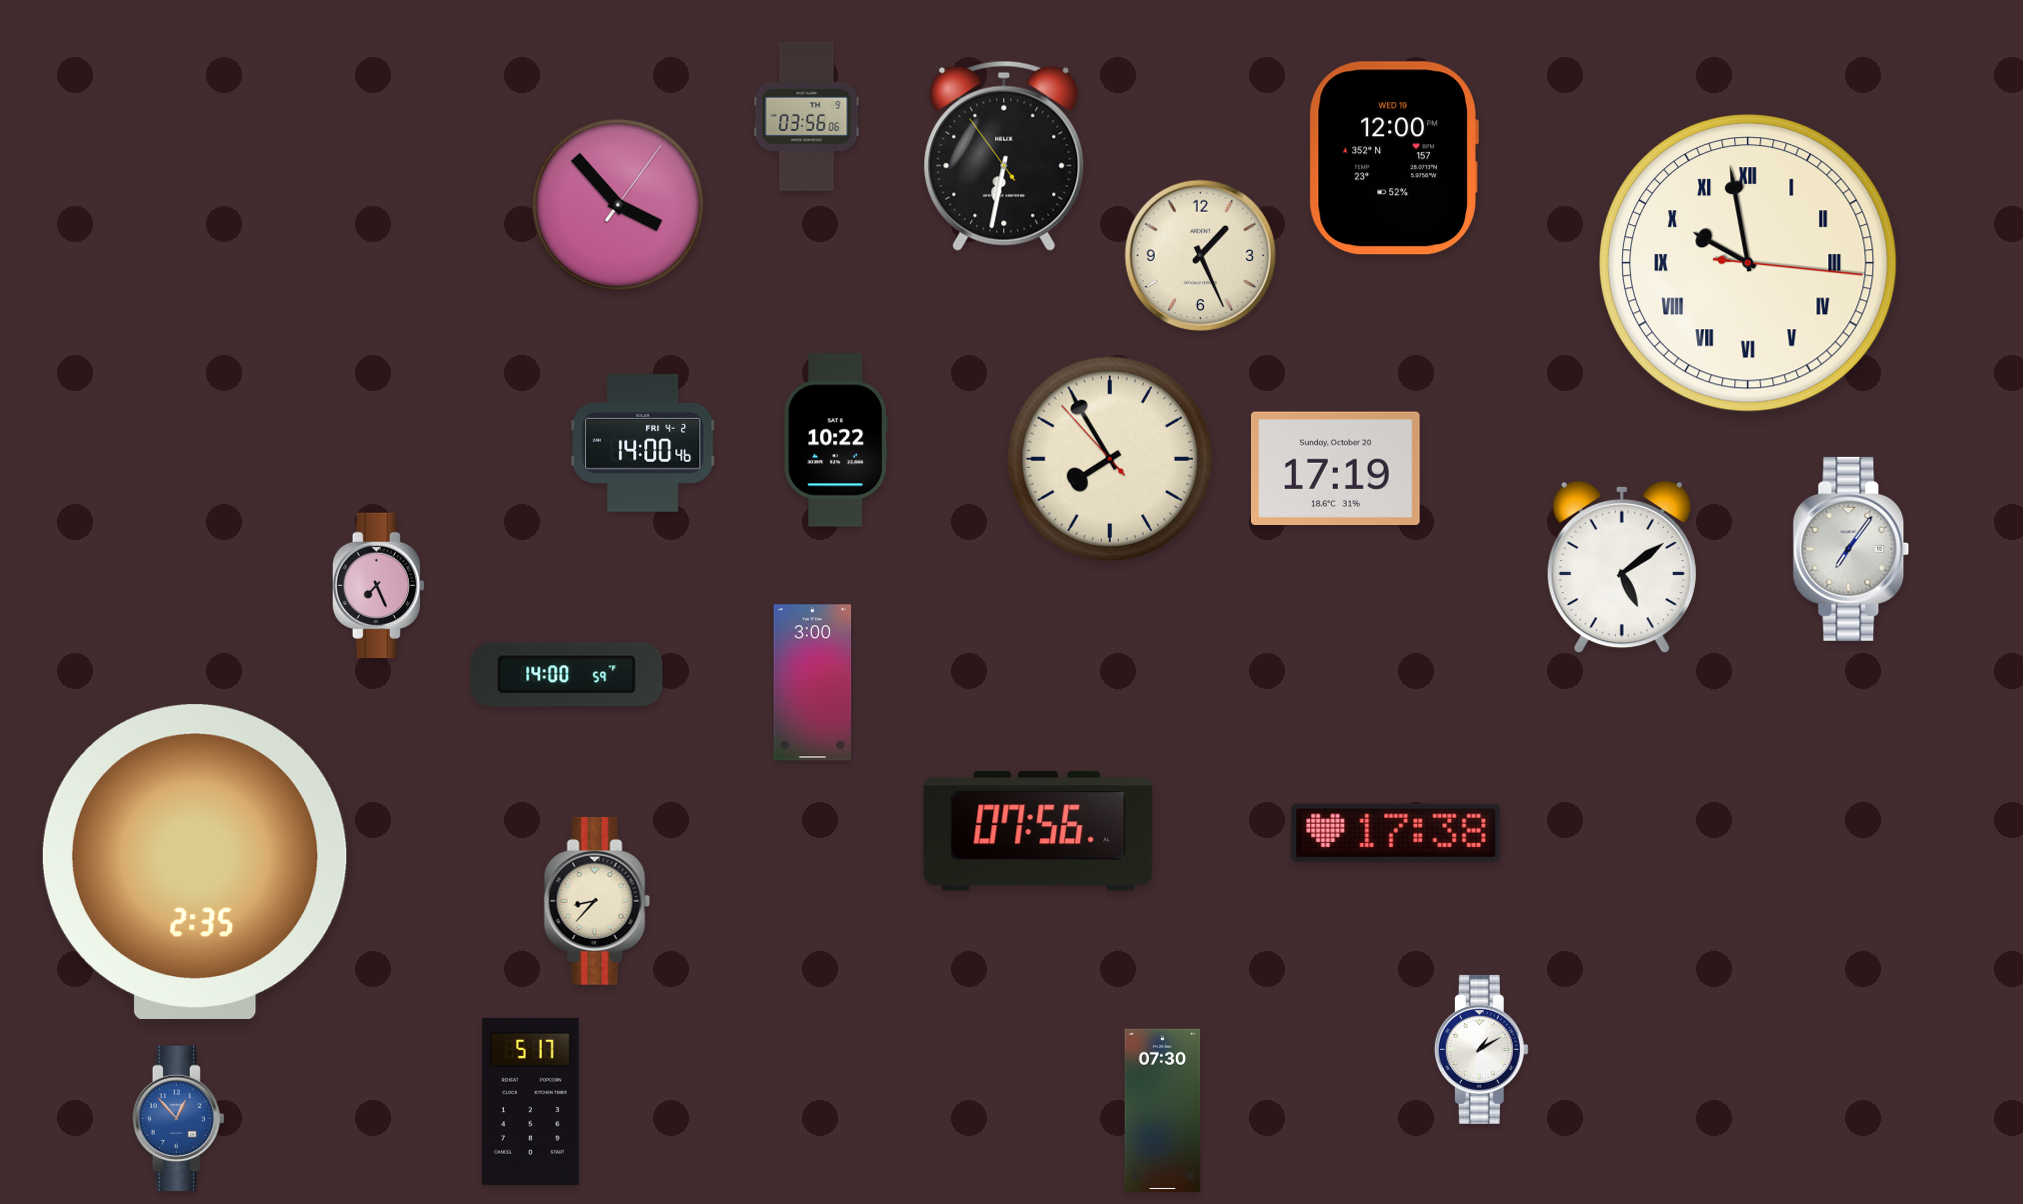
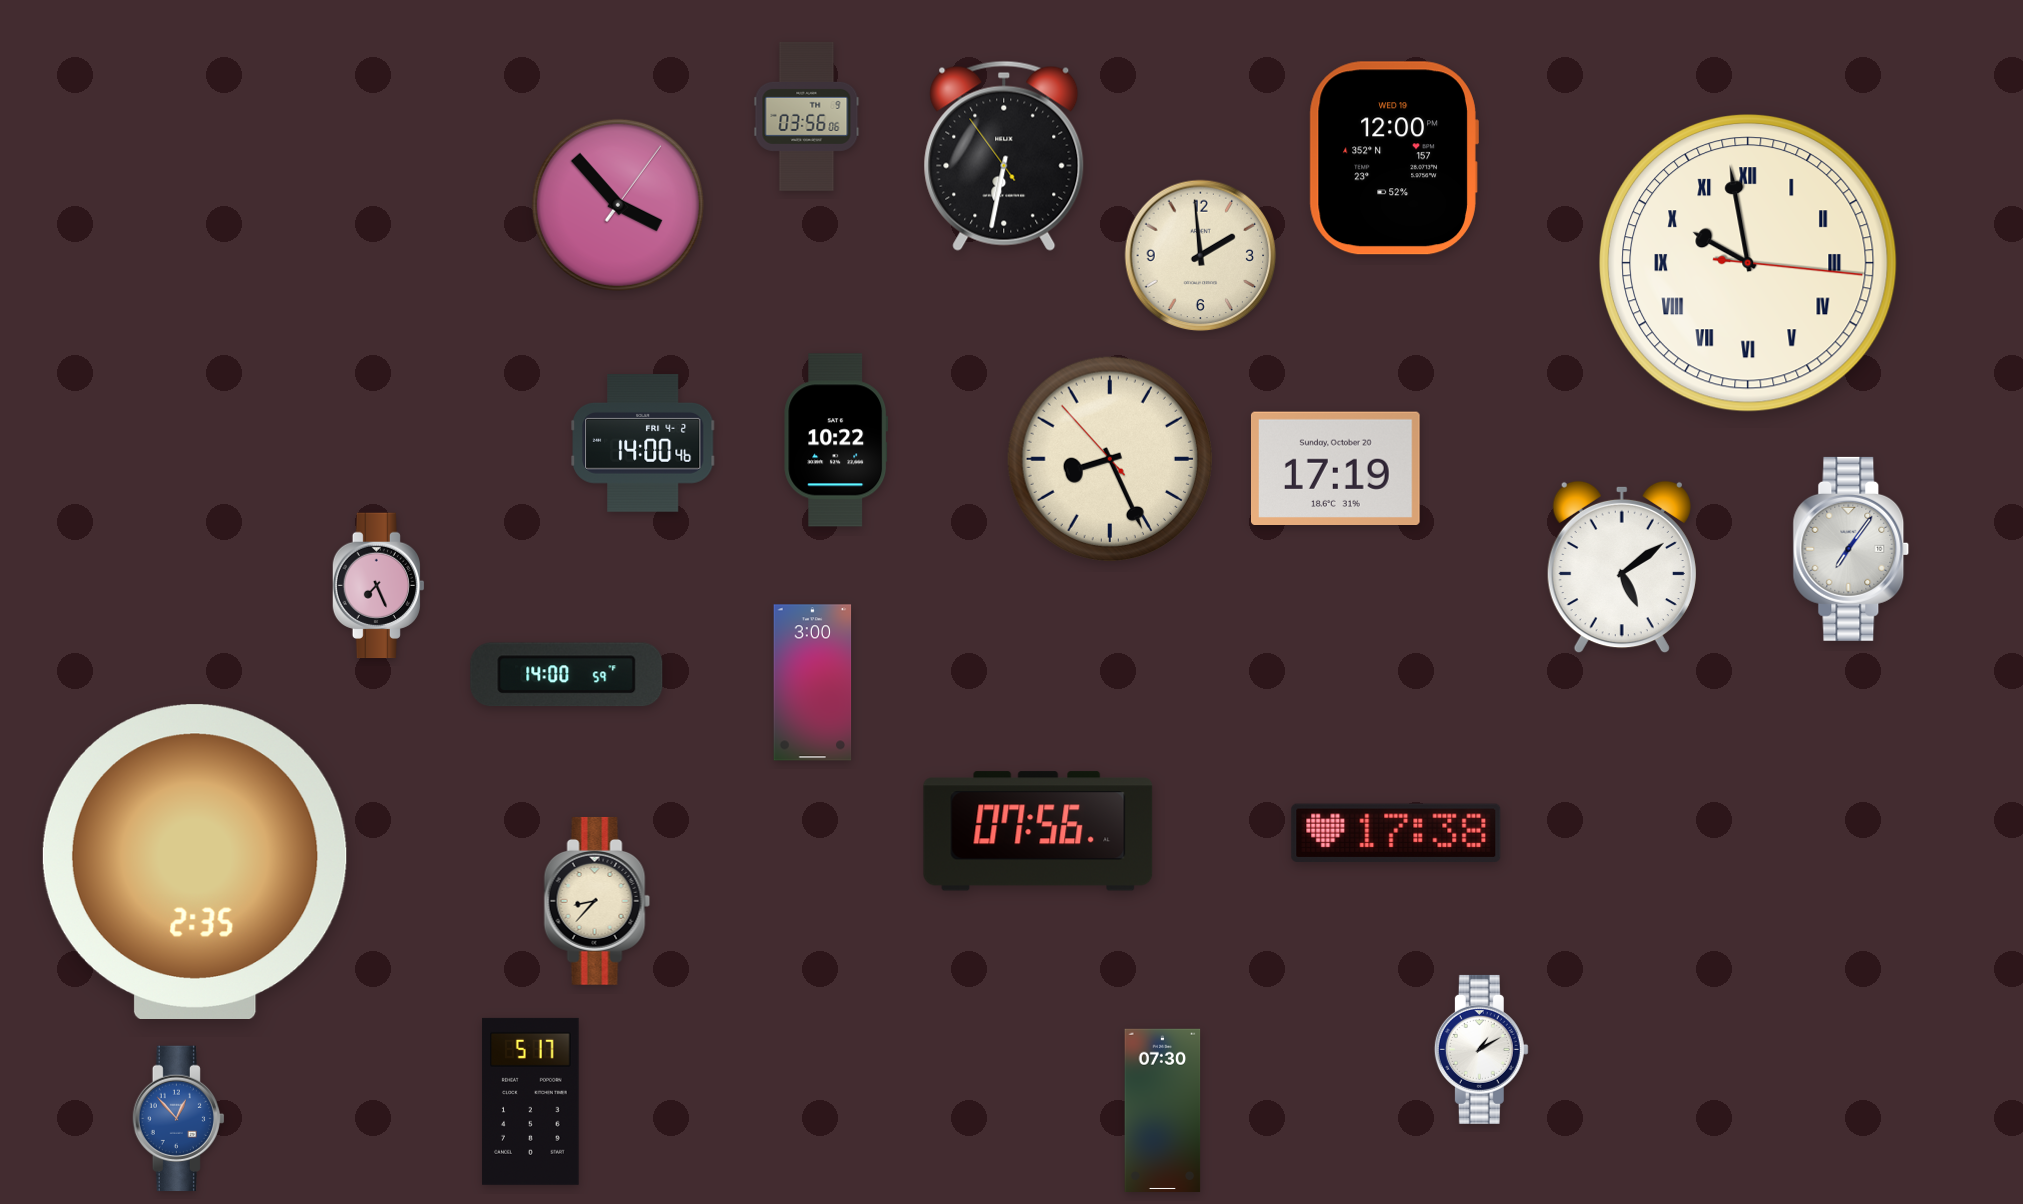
clock at (1201, 256): 1:26 -> 1:59
clock at (1110, 459): 7:54 -> 8:25
